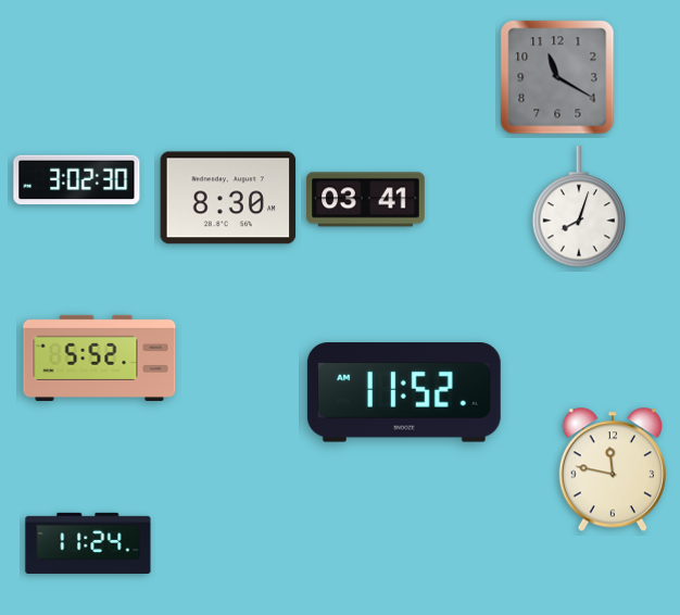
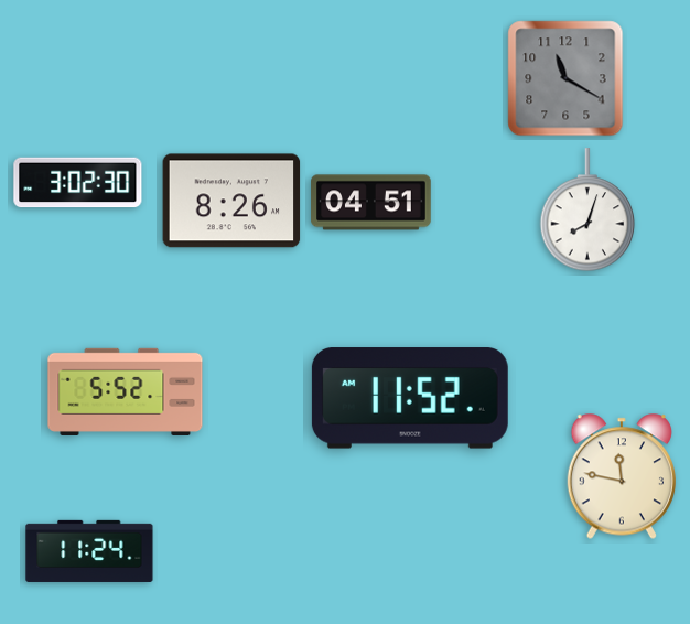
clock at (228, 198): 8:30 -> 8:26
clock at (366, 200): 03:41 -> 04:51
clock at (100, 357) position: (100, 357) -> (126, 391)
